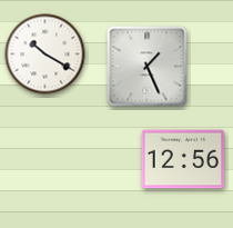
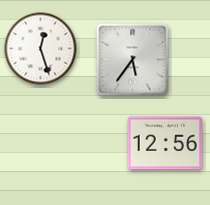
clock at (45, 54): 10:20 -> 12:27
clock at (148, 67): 1:26 -> 5:36
